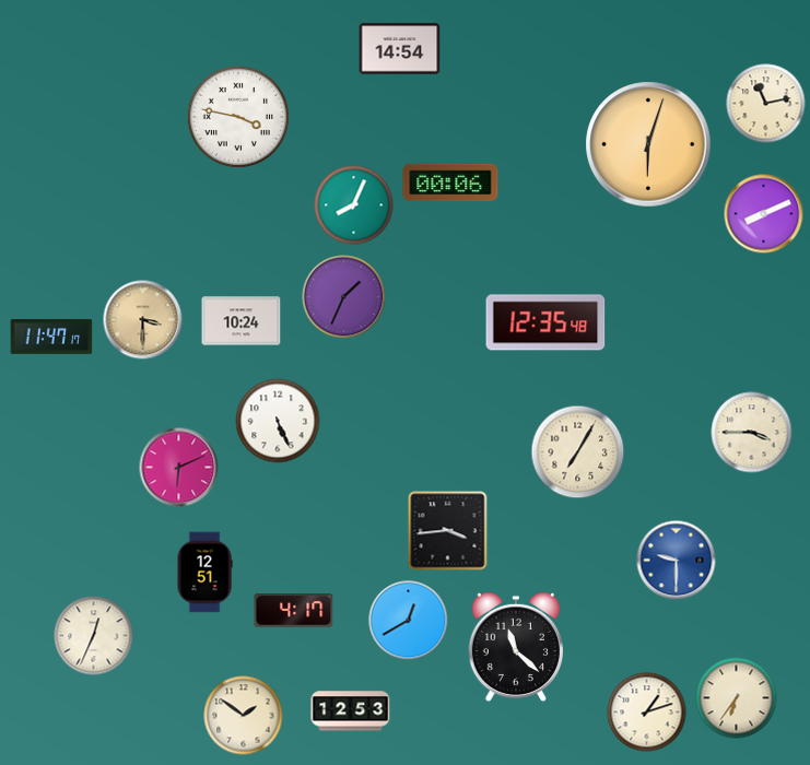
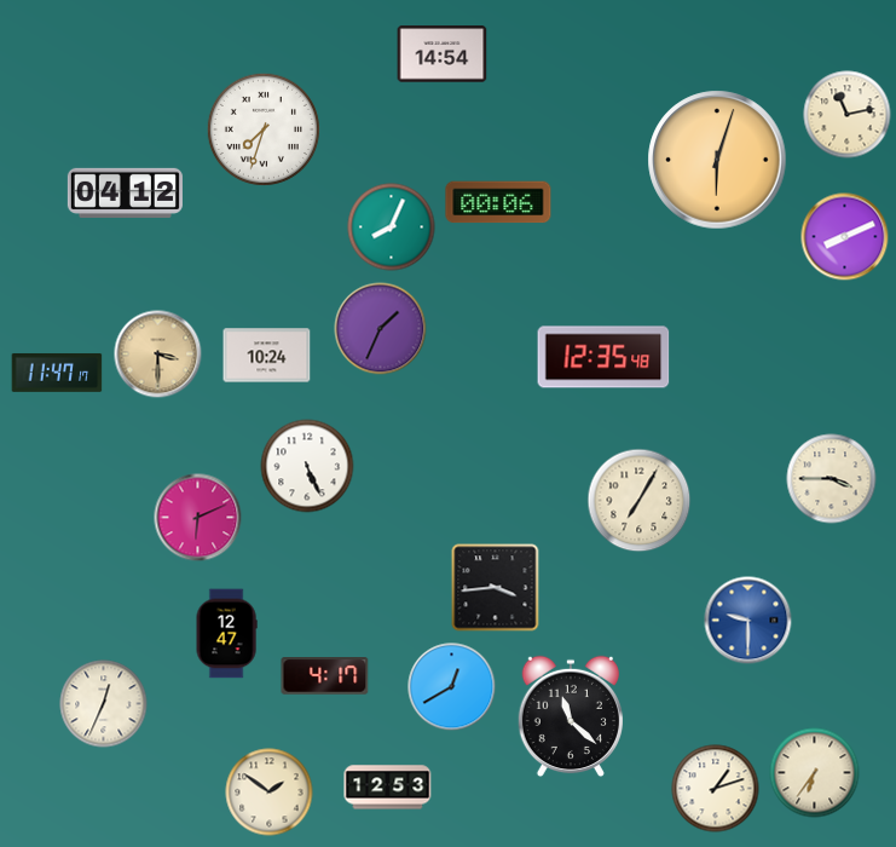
clock at (238, 117): 3:47 -> 7:33
clock at (125, 192): none -> 04:12
clock at (204, 573): 12:51 -> 12:47
